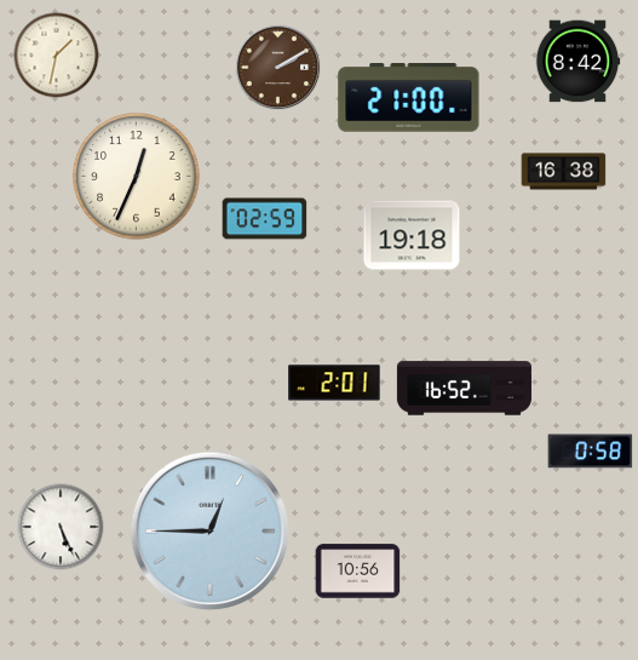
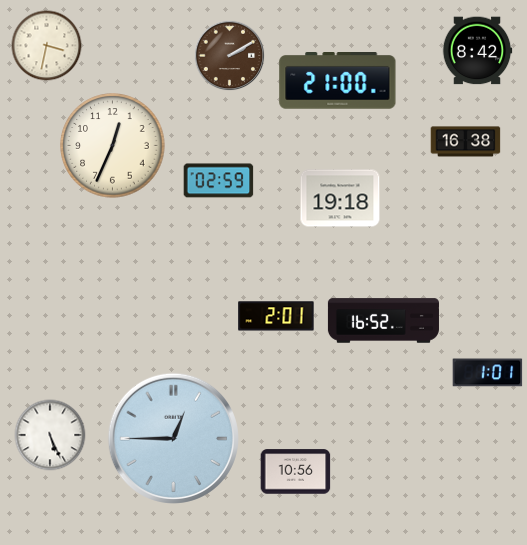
clock at (57, 56): 1:32 -> 3:32
clock at (412, 235) position: (412, 235) -> (340, 198)
clock at (591, 452): 0:58 -> 1:01
